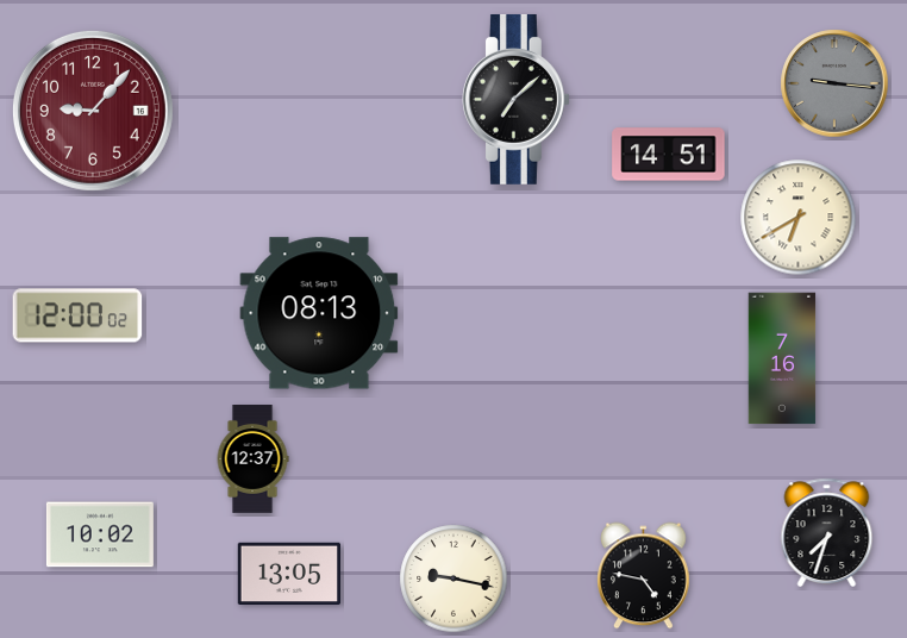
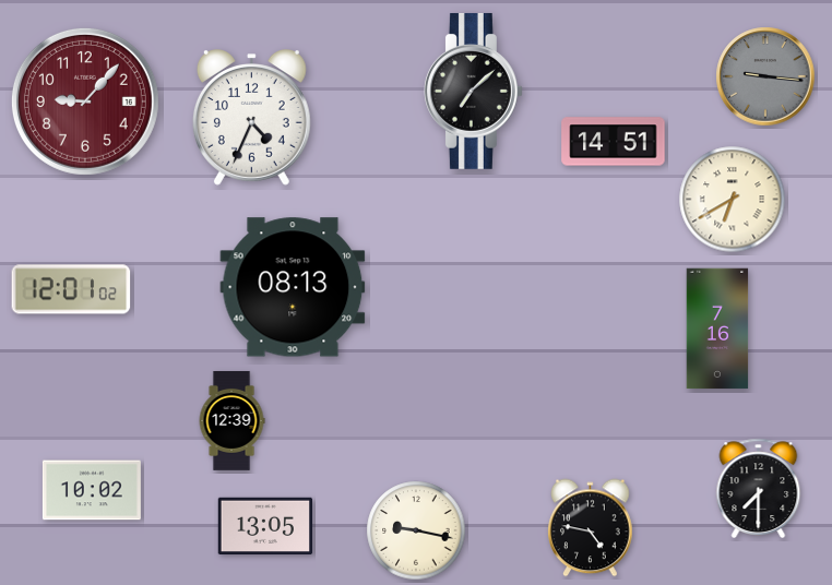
clock at (251, 118): none -> 4:34
clock at (77, 315): 12:00 -> 12:01
clock at (252, 459): 12:37 -> 12:39
clock at (827, 532): 7:33 -> 7:30
